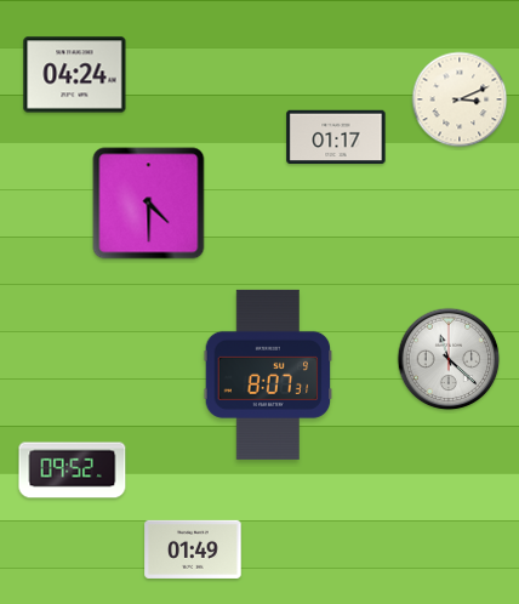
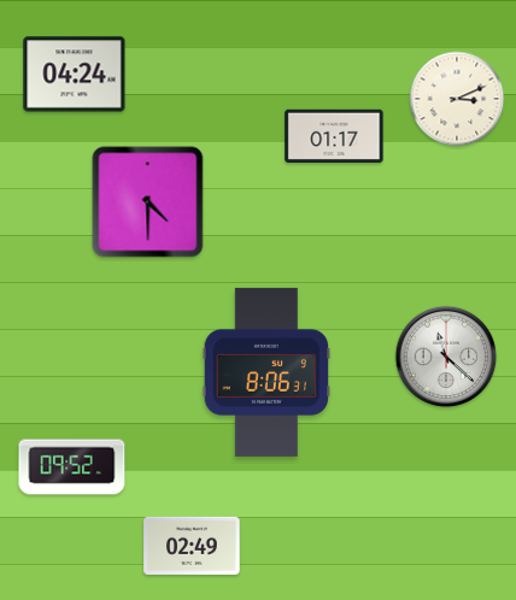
clock at (268, 375): 8:07 -> 8:06
clock at (193, 549): 01:49 -> 02:49
